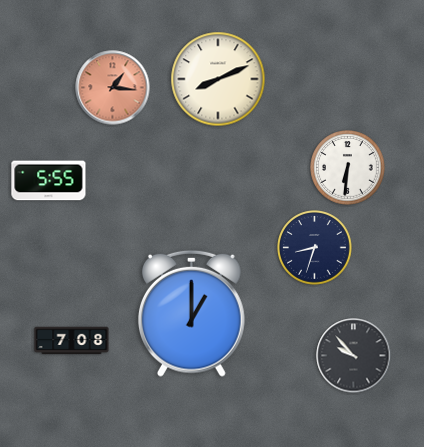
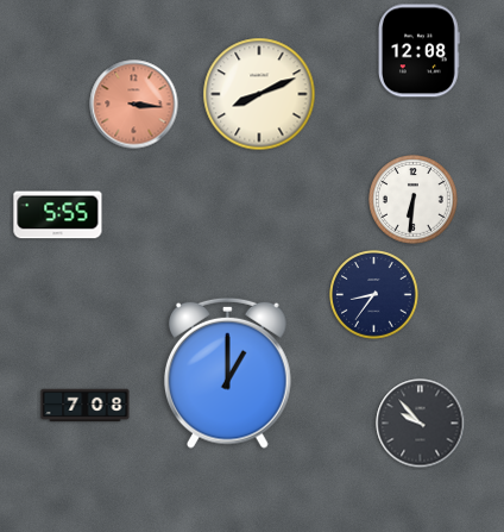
clock at (420, 51): none -> 12:08
clock at (113, 88): 1:16 -> 3:16
clock at (315, 248): 8:33 -> 8:36
